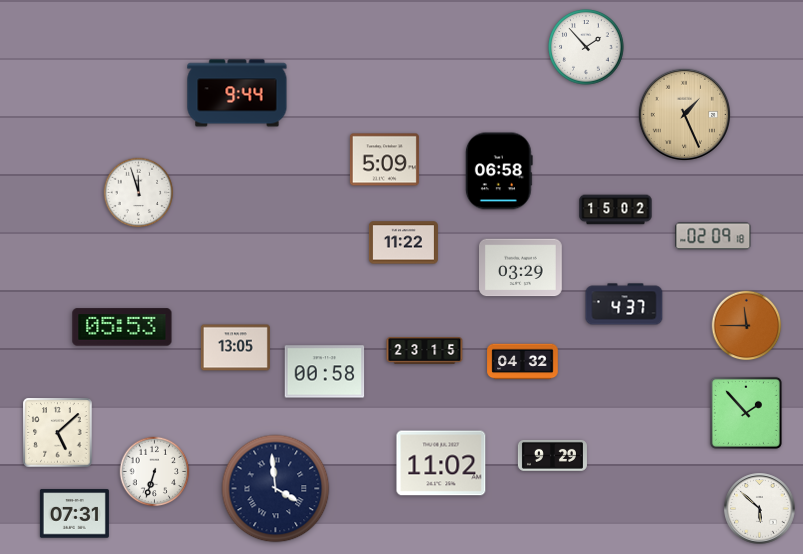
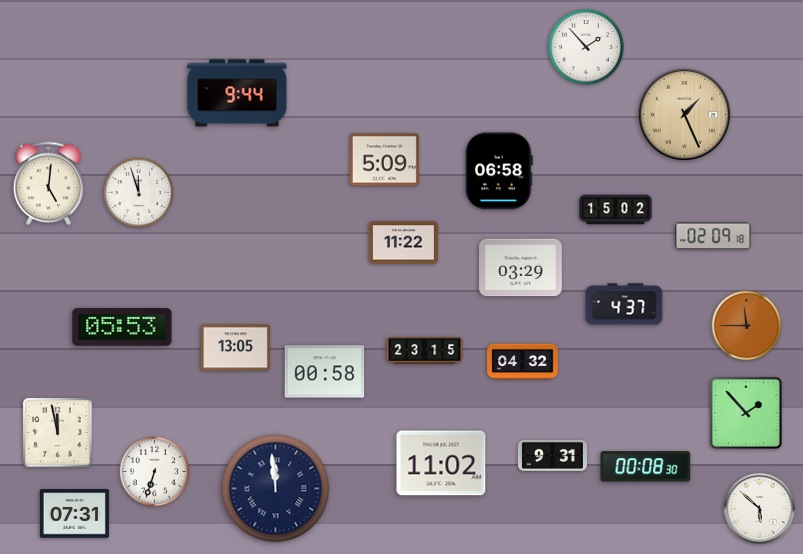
clock at (49, 184): none -> 5:01
clock at (58, 433): 5:08 -> 11:58
clock at (552, 455): 9:29 -> 9:31
clock at (646, 467): none -> 00:08
clock at (276, 489): 3:59 -> 11:59
